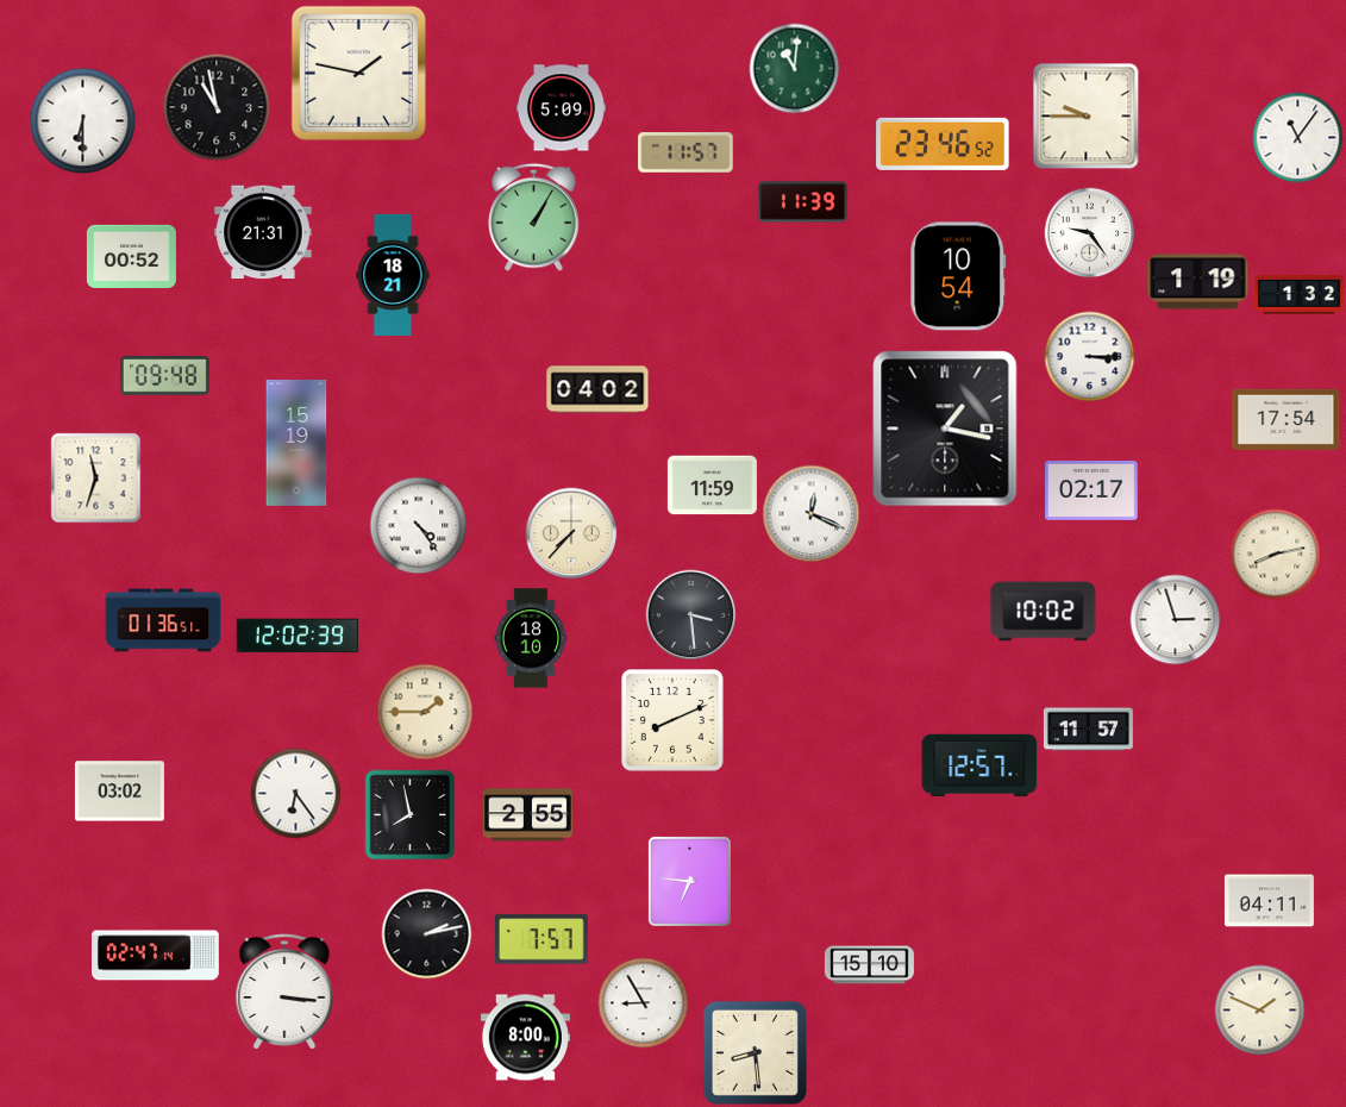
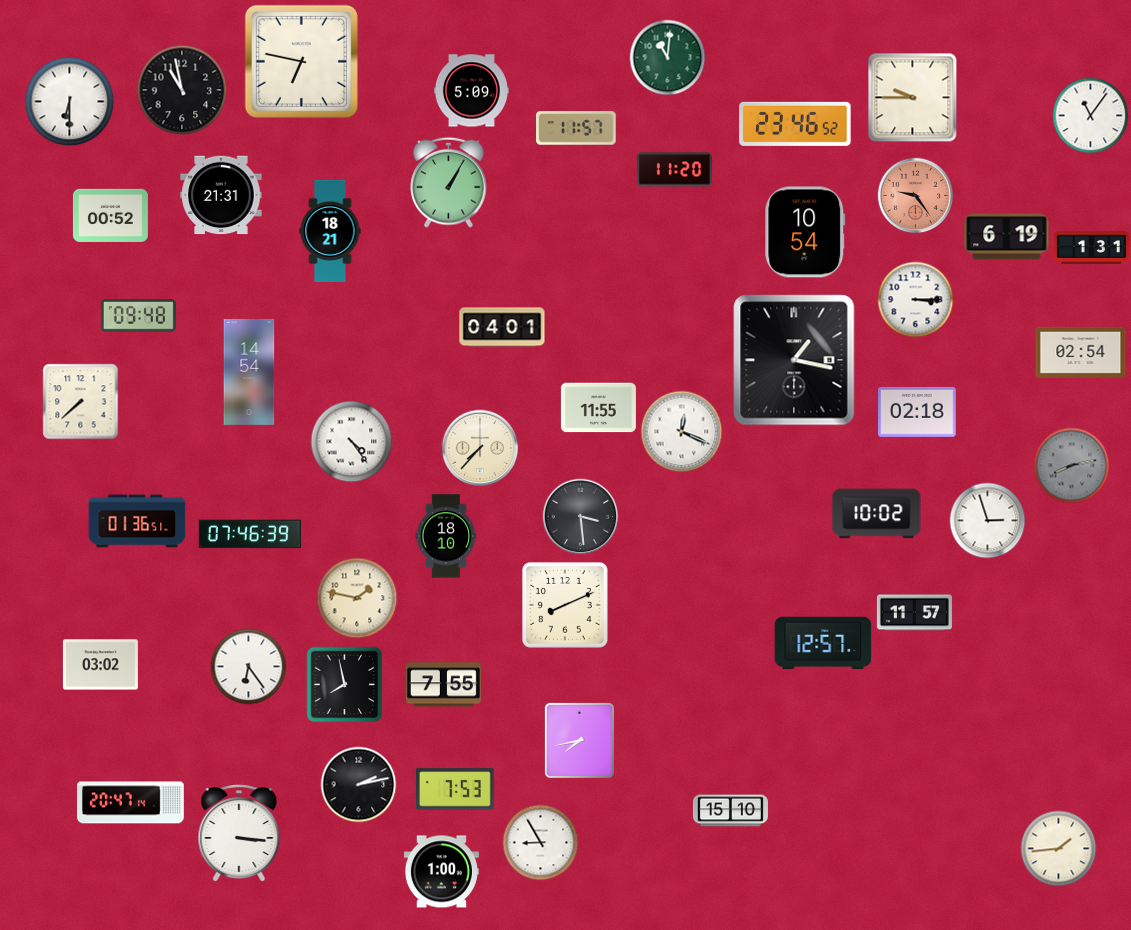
clock at (358, 73): 1:47 -> 6:47
clock at (943, 144) position: (943, 144) -> (795, 124)
clock at (802, 202): 11:39 -> 11:20
clock at (1090, 233) dial: white -> salmon
clock at (1198, 282): 1:19 -> 6:19
clock at (1298, 295): 1:32 -> 1:31
clock at (597, 389): 04:02 -> 04:01
clock at (1286, 419): 17:54 -> 02:54
clock at (296, 443): 15:19 -> 14:54
clock at (96, 479): 11:33 -> 7:38
clock at (712, 486): 11:59 -> 11:55
clock at (1093, 490): 02:17 -> 02:18
clock at (1276, 555) dial: cream -> grey
clock at (298, 636): 12:02 -> 07:46
clock at (425, 712): 1:45 -> 1:47
clock at (527, 815): 2:55 -> 7:55
clock at (689, 881): 6:46 -> 7:43
clock at (1269, 901): 04:11 -> none
clock at (543, 939): 7:57 -> 7:53
clock at (156, 956): 02:47 -> 20:47
clock at (1260, 1011): 1:49 -> 1:44
clock at (525, 1038): 8:00 -> 1:00
clock at (755, 1052): 8:29 -> none
